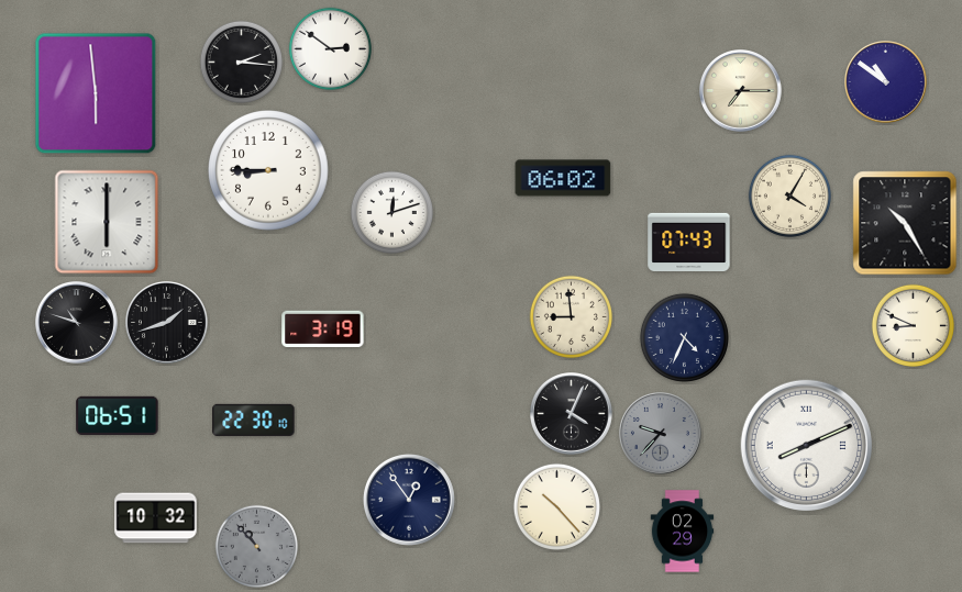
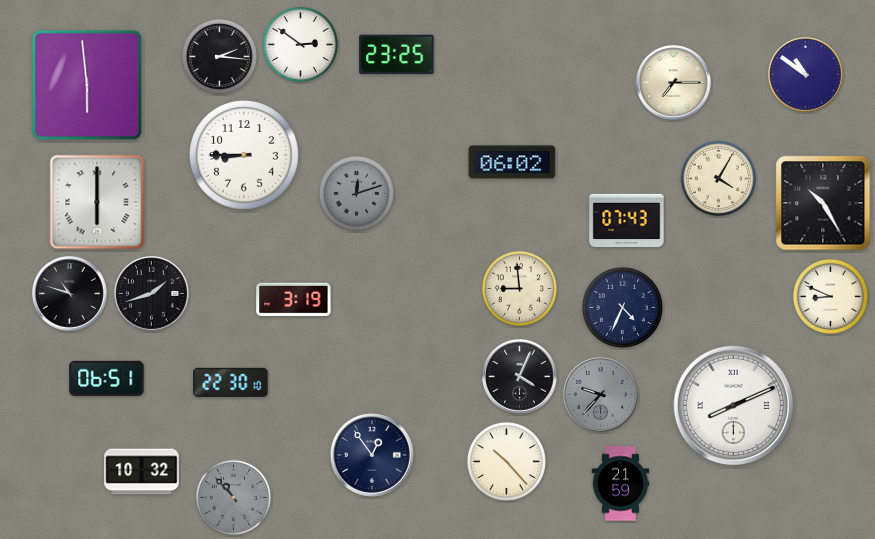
clock at (397, 54): none -> 23:25
clock at (391, 212) dial: white -> grey
clock at (683, 532): 02:29 -> 21:59
